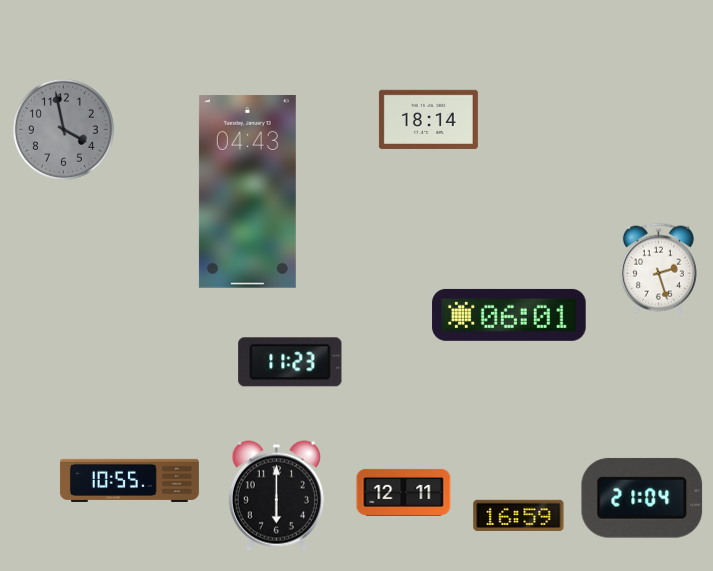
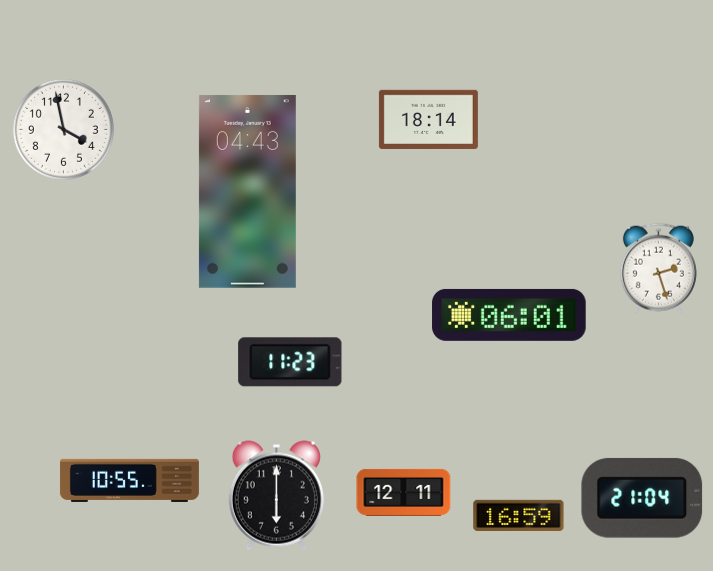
clock at (63, 129) dial: grey -> white
